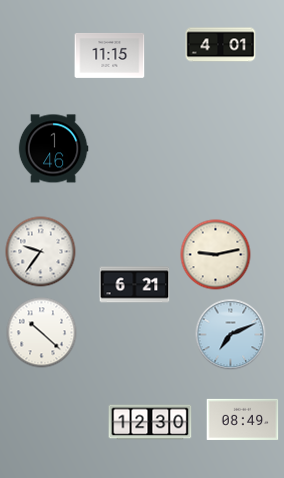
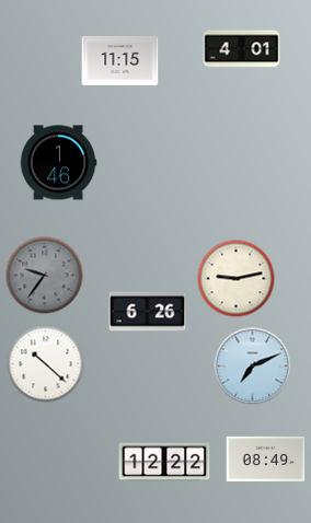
clock at (41, 252) dial: white -> grey
clock at (135, 285): 6:21 -> 6:26
clock at (150, 422): 12:30 -> 12:22
